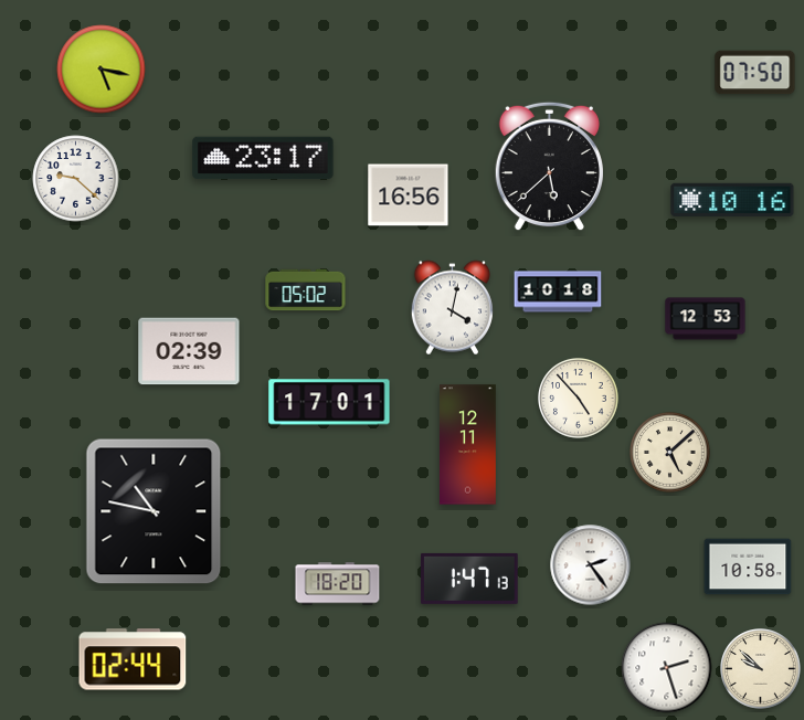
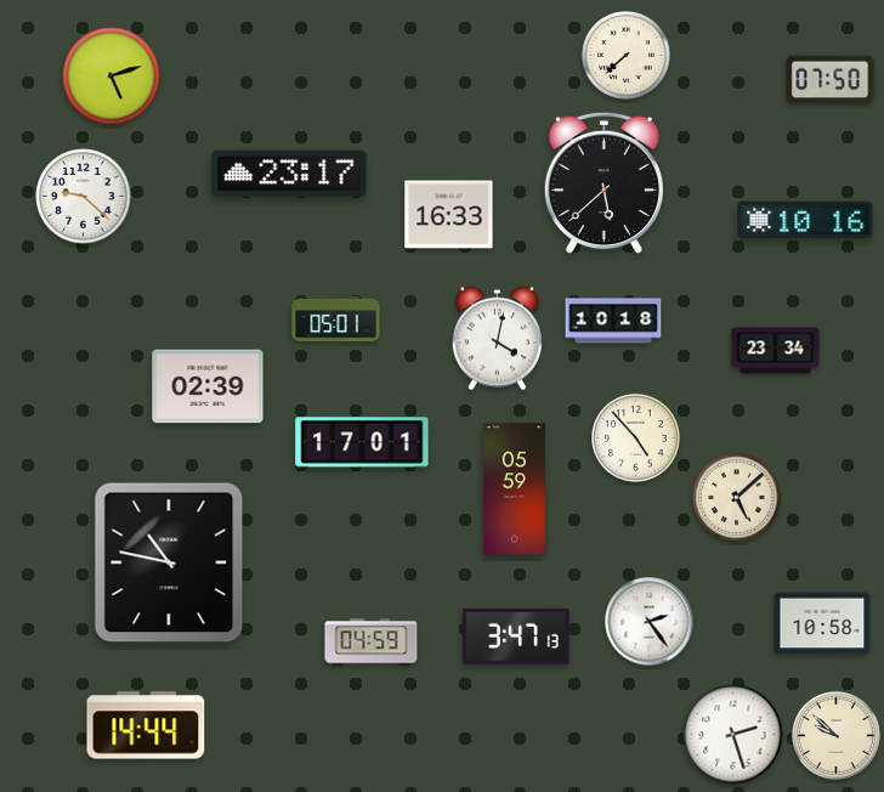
clock at (627, 56): none -> 7:38
clock at (102, 70): 5:17 -> 5:12
clock at (409, 195): 16:56 -> 16:33
clock at (306, 290): 05:02 -> 05:01
clock at (706, 319): 12:53 -> 23:34
clock at (468, 445): 12:11 -> 05:59
clock at (469, 579): 1:47 -> 3:47
clock at (338, 584): 18:20 -> 04:59
clock at (133, 659): 02:44 -> 14:44
